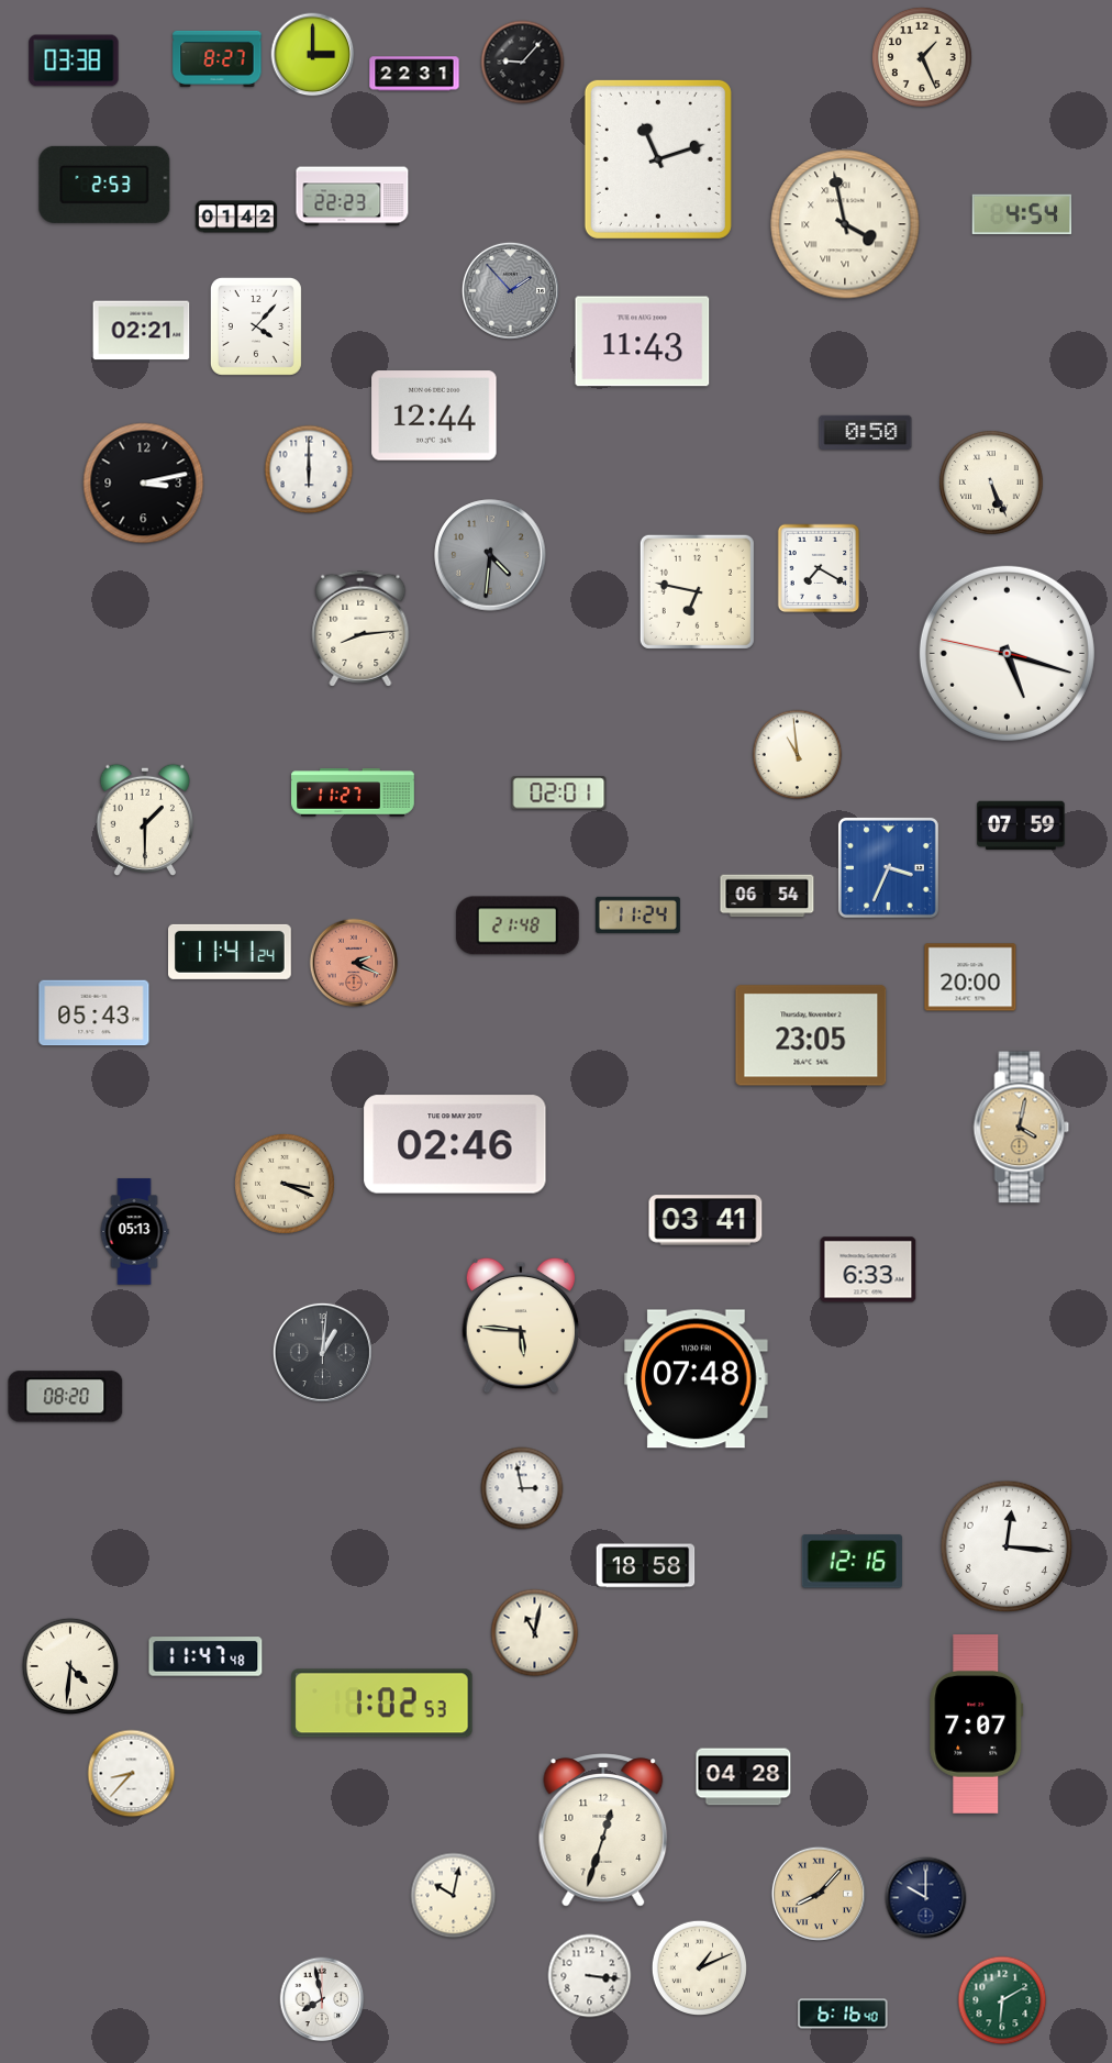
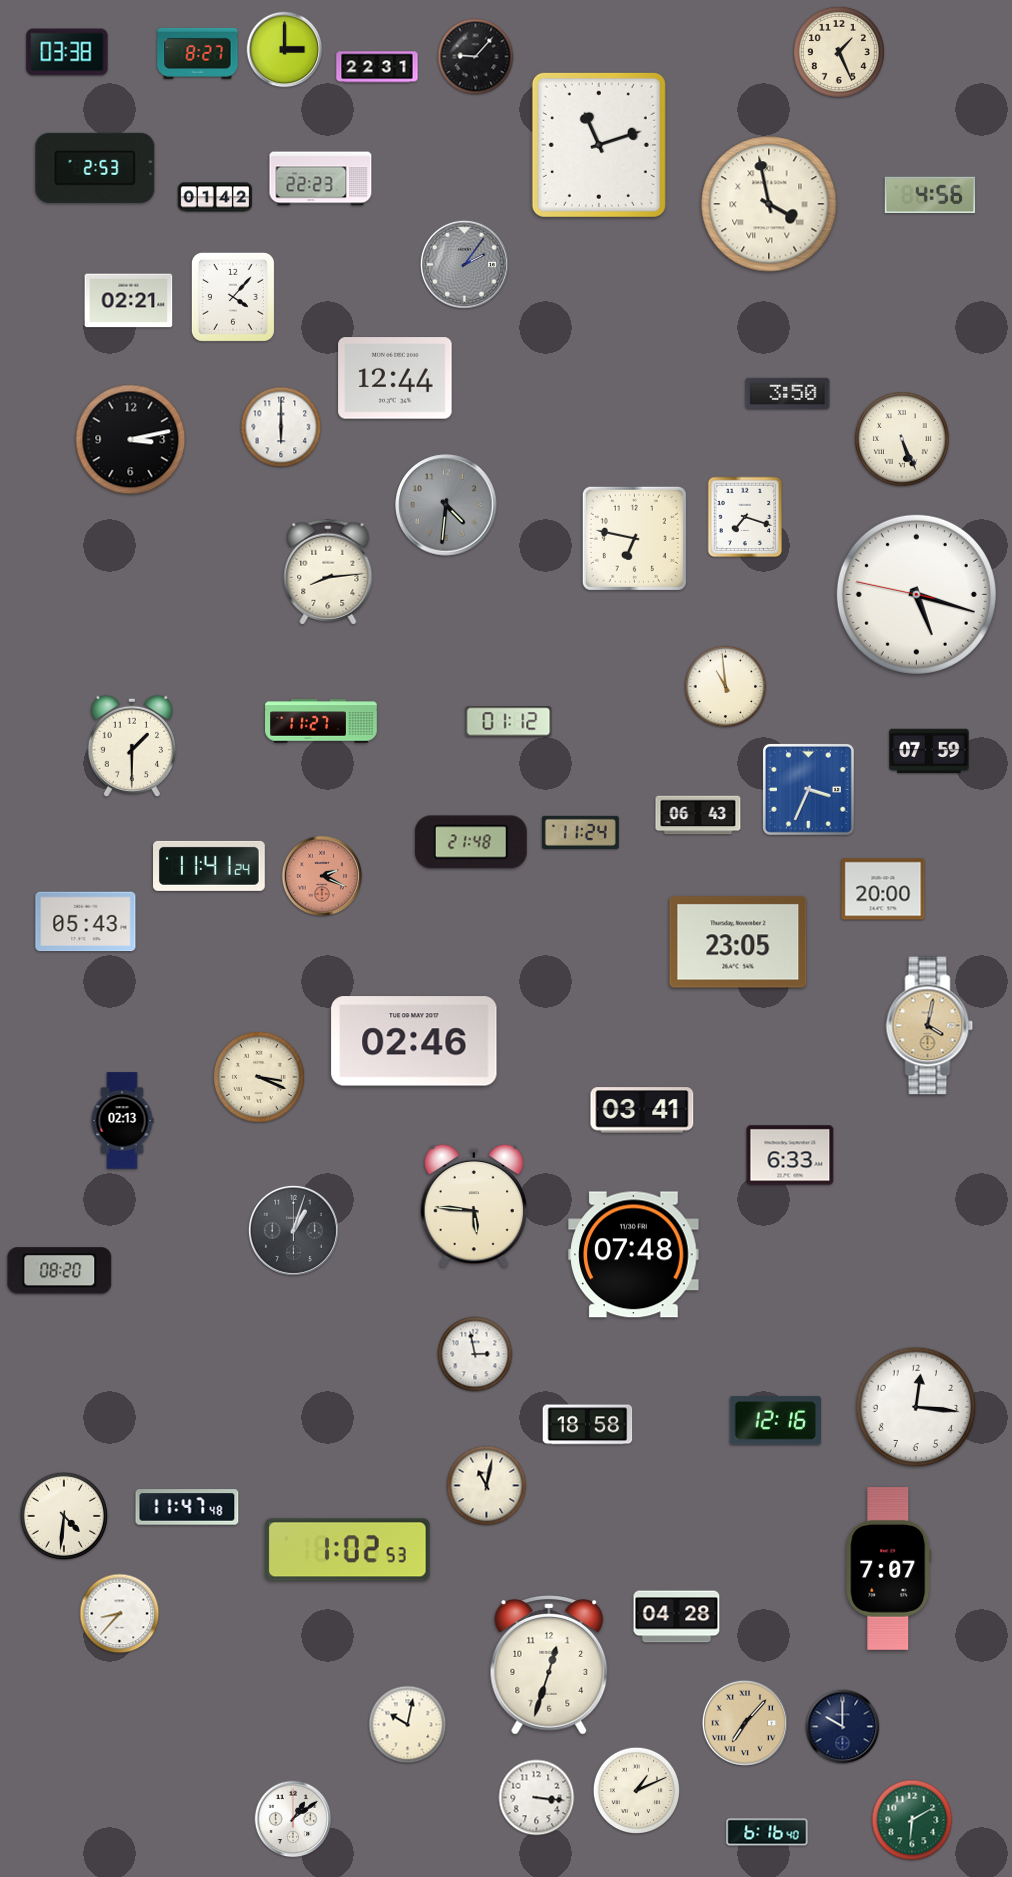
clock at (74, 60) position: (74, 60) -> (67, 52)
clock at (1022, 214): 4:54 -> 4:56
clock at (510, 290): 1:53 -> 2:06
clock at (643, 342): 11:43 -> none
clock at (866, 432): 0:50 -> 3:50
clock at (819, 568): 7:20 -> 7:18
clock at (559, 794): 02:01 -> 01:12
clock at (767, 896): 06:54 -> 06:43
clock at (134, 1232): 05:13 -> 02:13
clock at (322, 1352): 1:01 -> 1:03
clock at (819, 1894): 8:07 -> 7:07
clock at (454, 1896) position: (454, 1896) -> (408, 1725)
clock at (322, 1999): 7:58 -> 1:09
